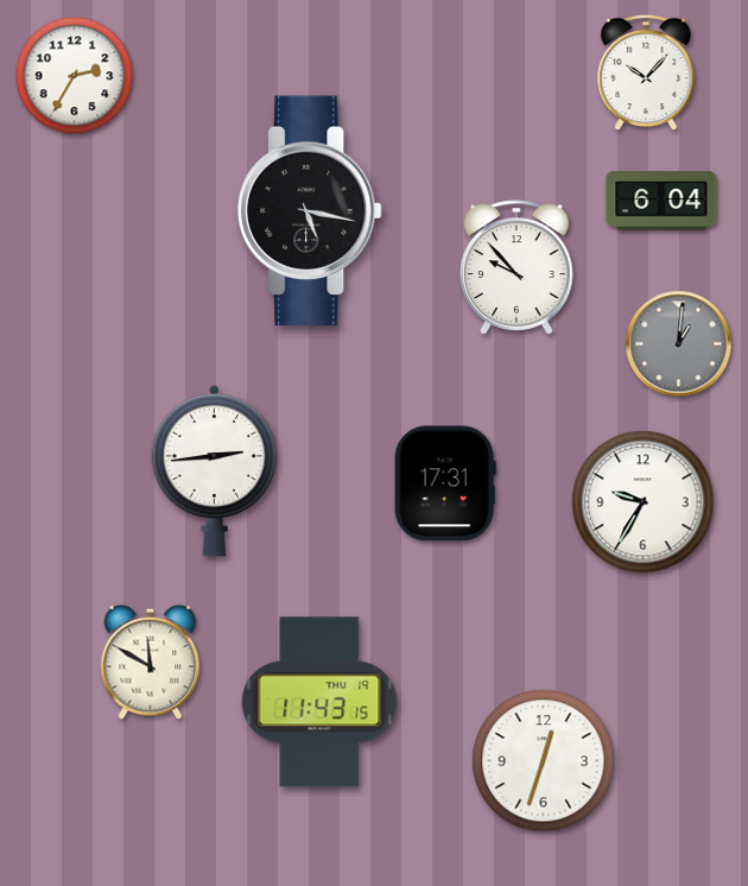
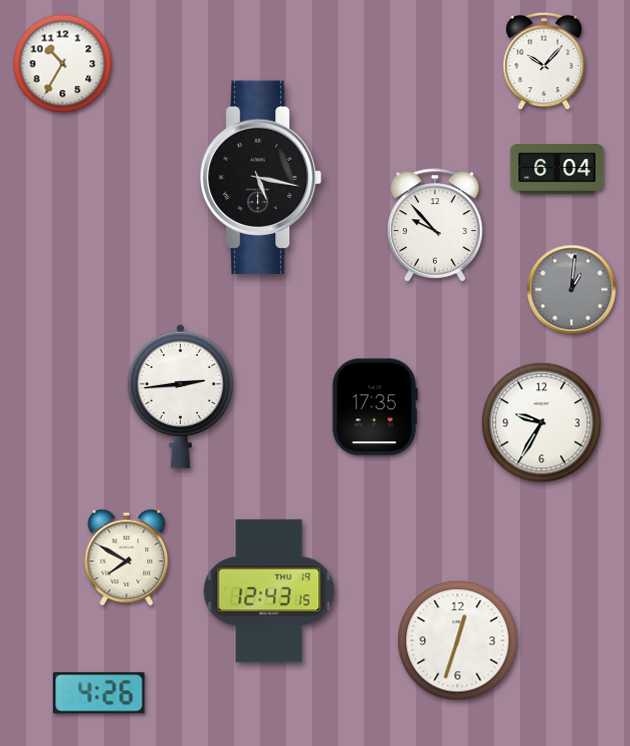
clock at (75, 76): 2:35 -> 10:35
clock at (445, 483): 17:31 -> 17:35
clock at (151, 662): 11:50 -> 7:50
clock at (319, 702): 11:43 -> 12:43
clock at (99, 693): none -> 4:26
